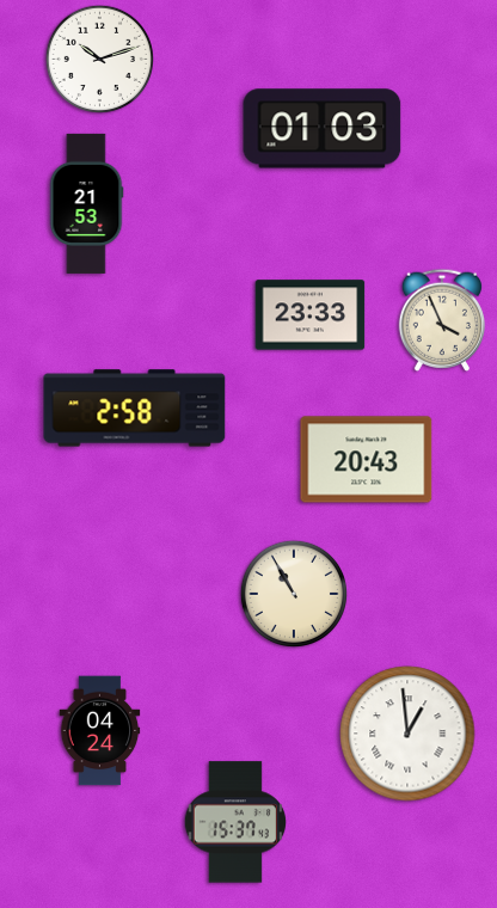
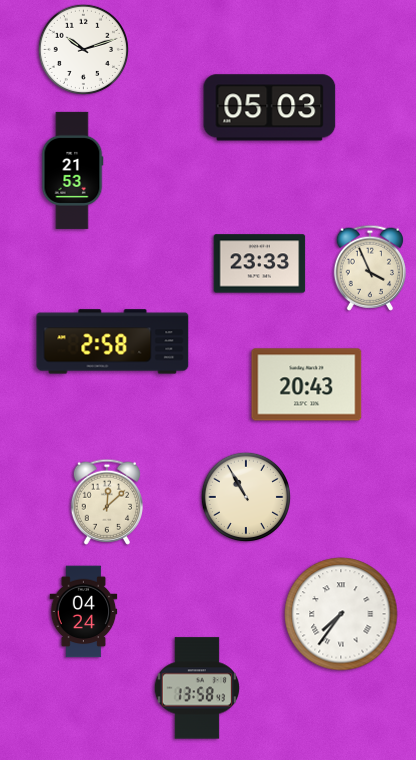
clock at (323, 129): 01:03 -> 05:03
clock at (106, 502): none -> 12:08
clock at (407, 734): 12:59 -> 7:36
clock at (234, 822): 15:37 -> 13:58
